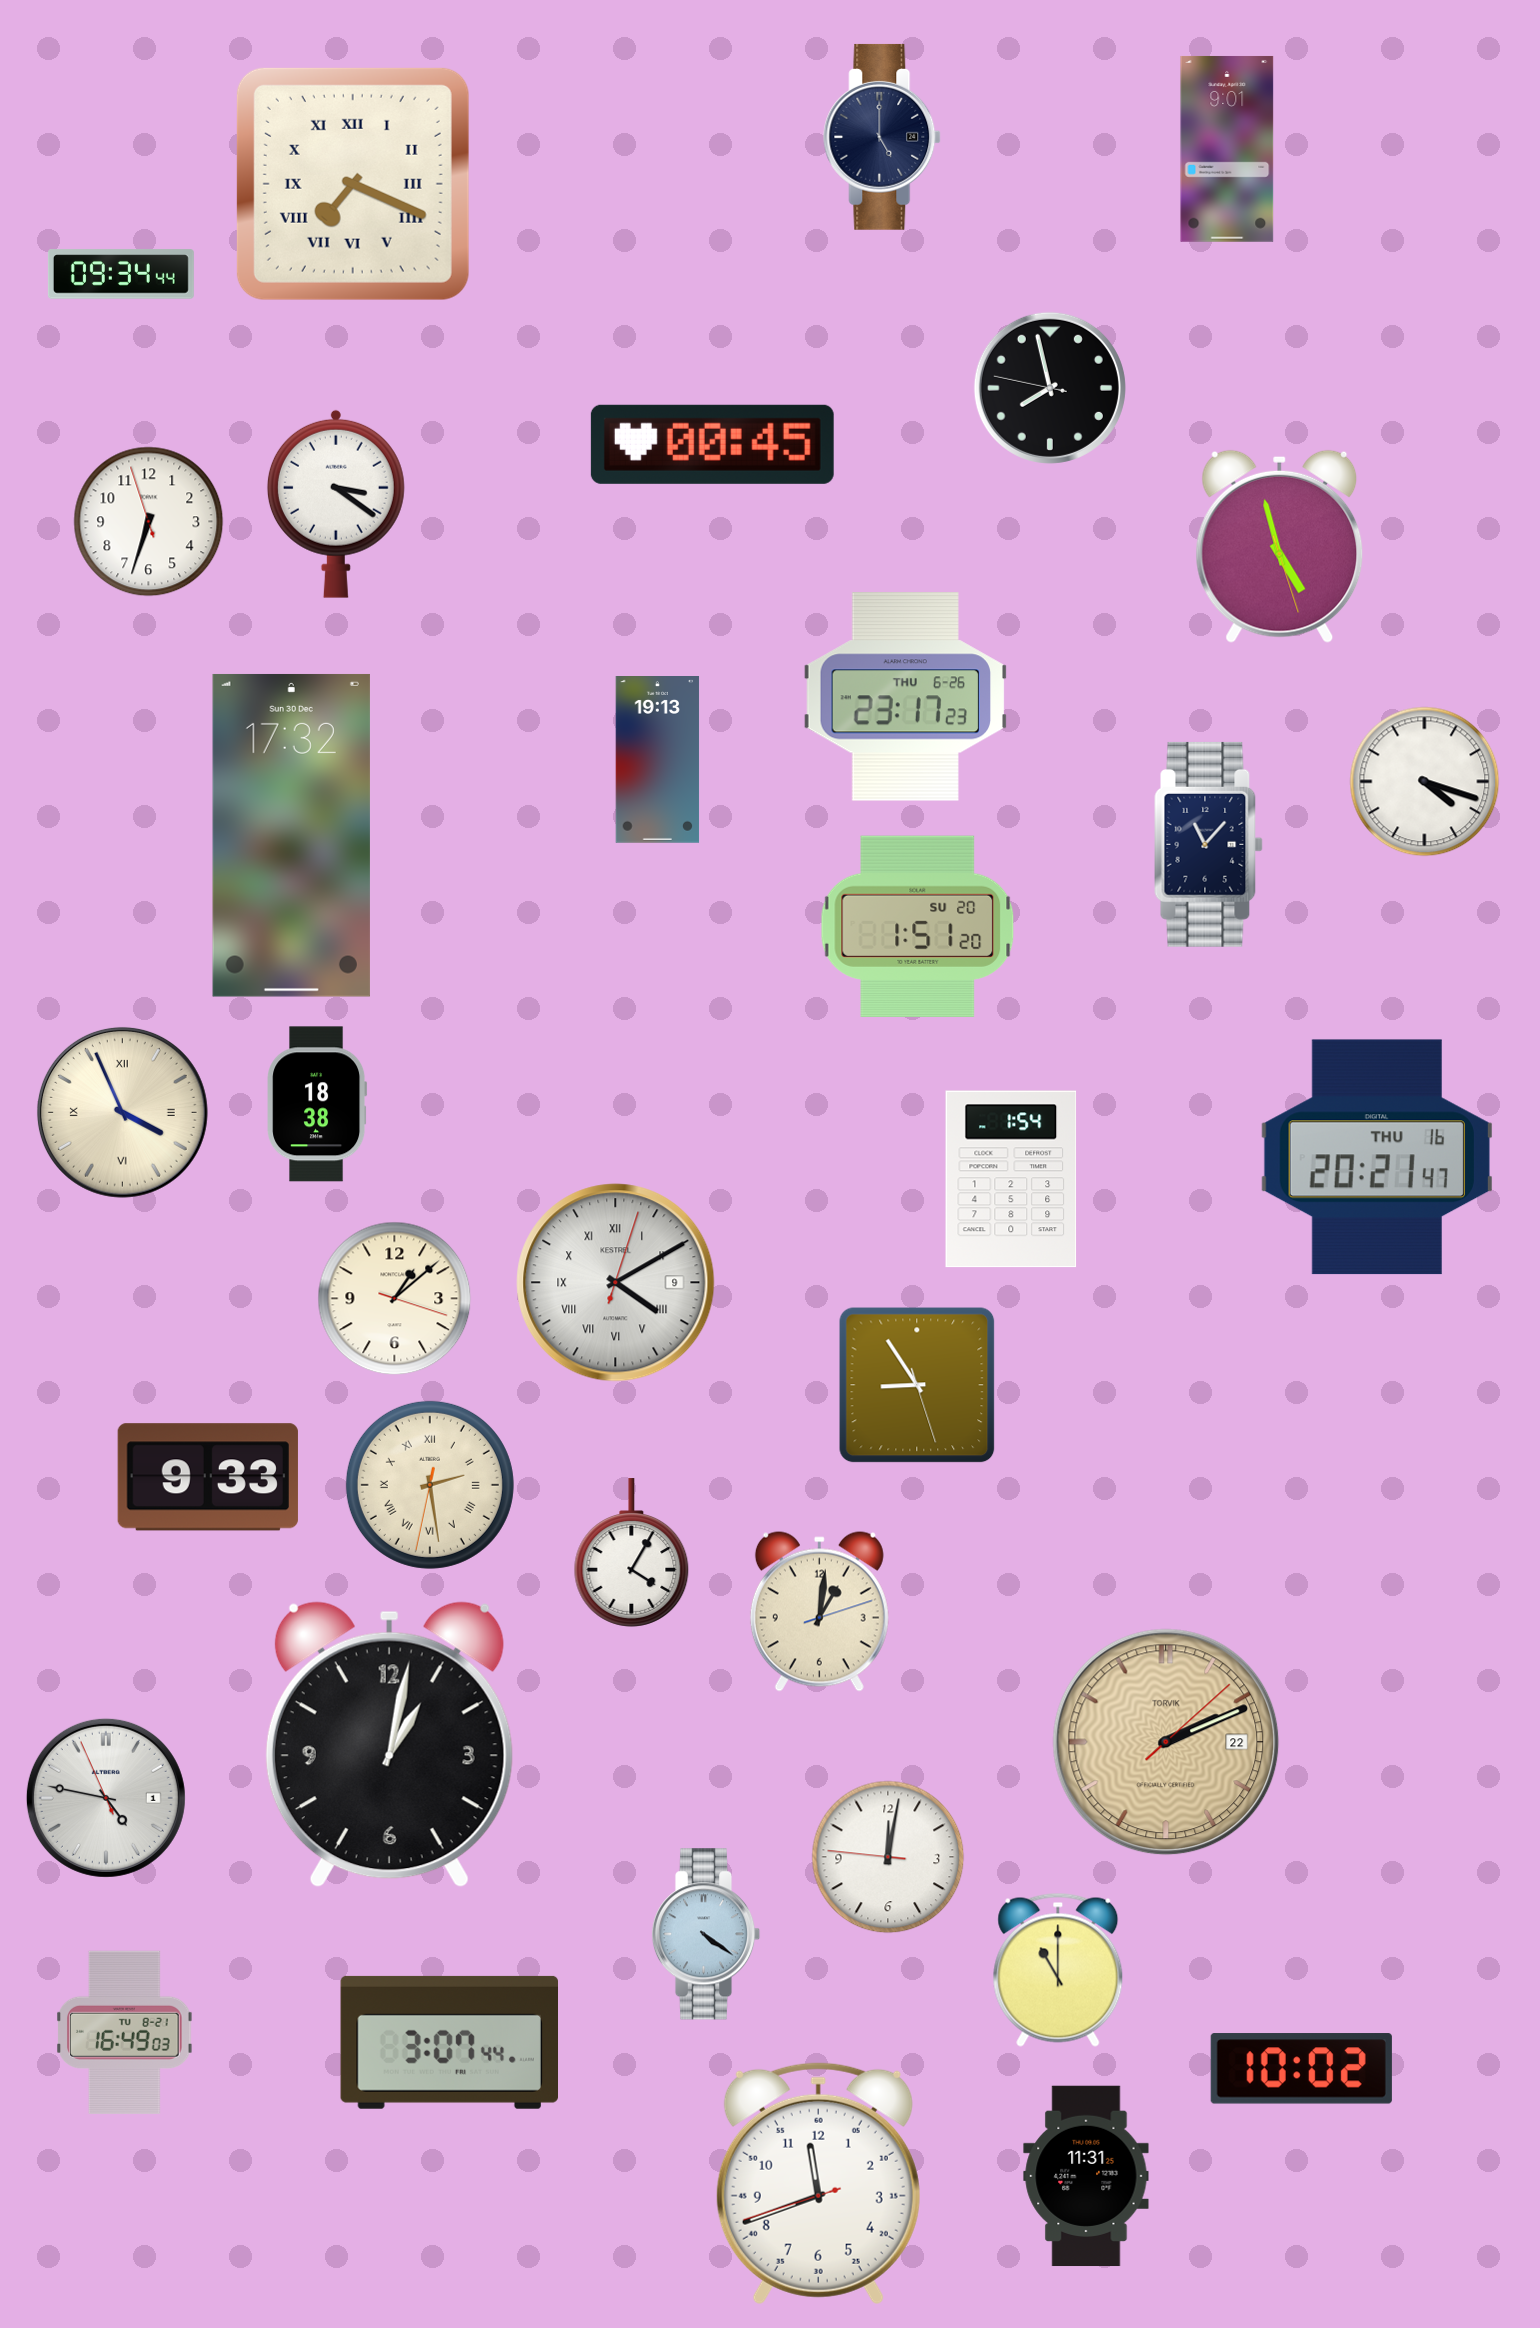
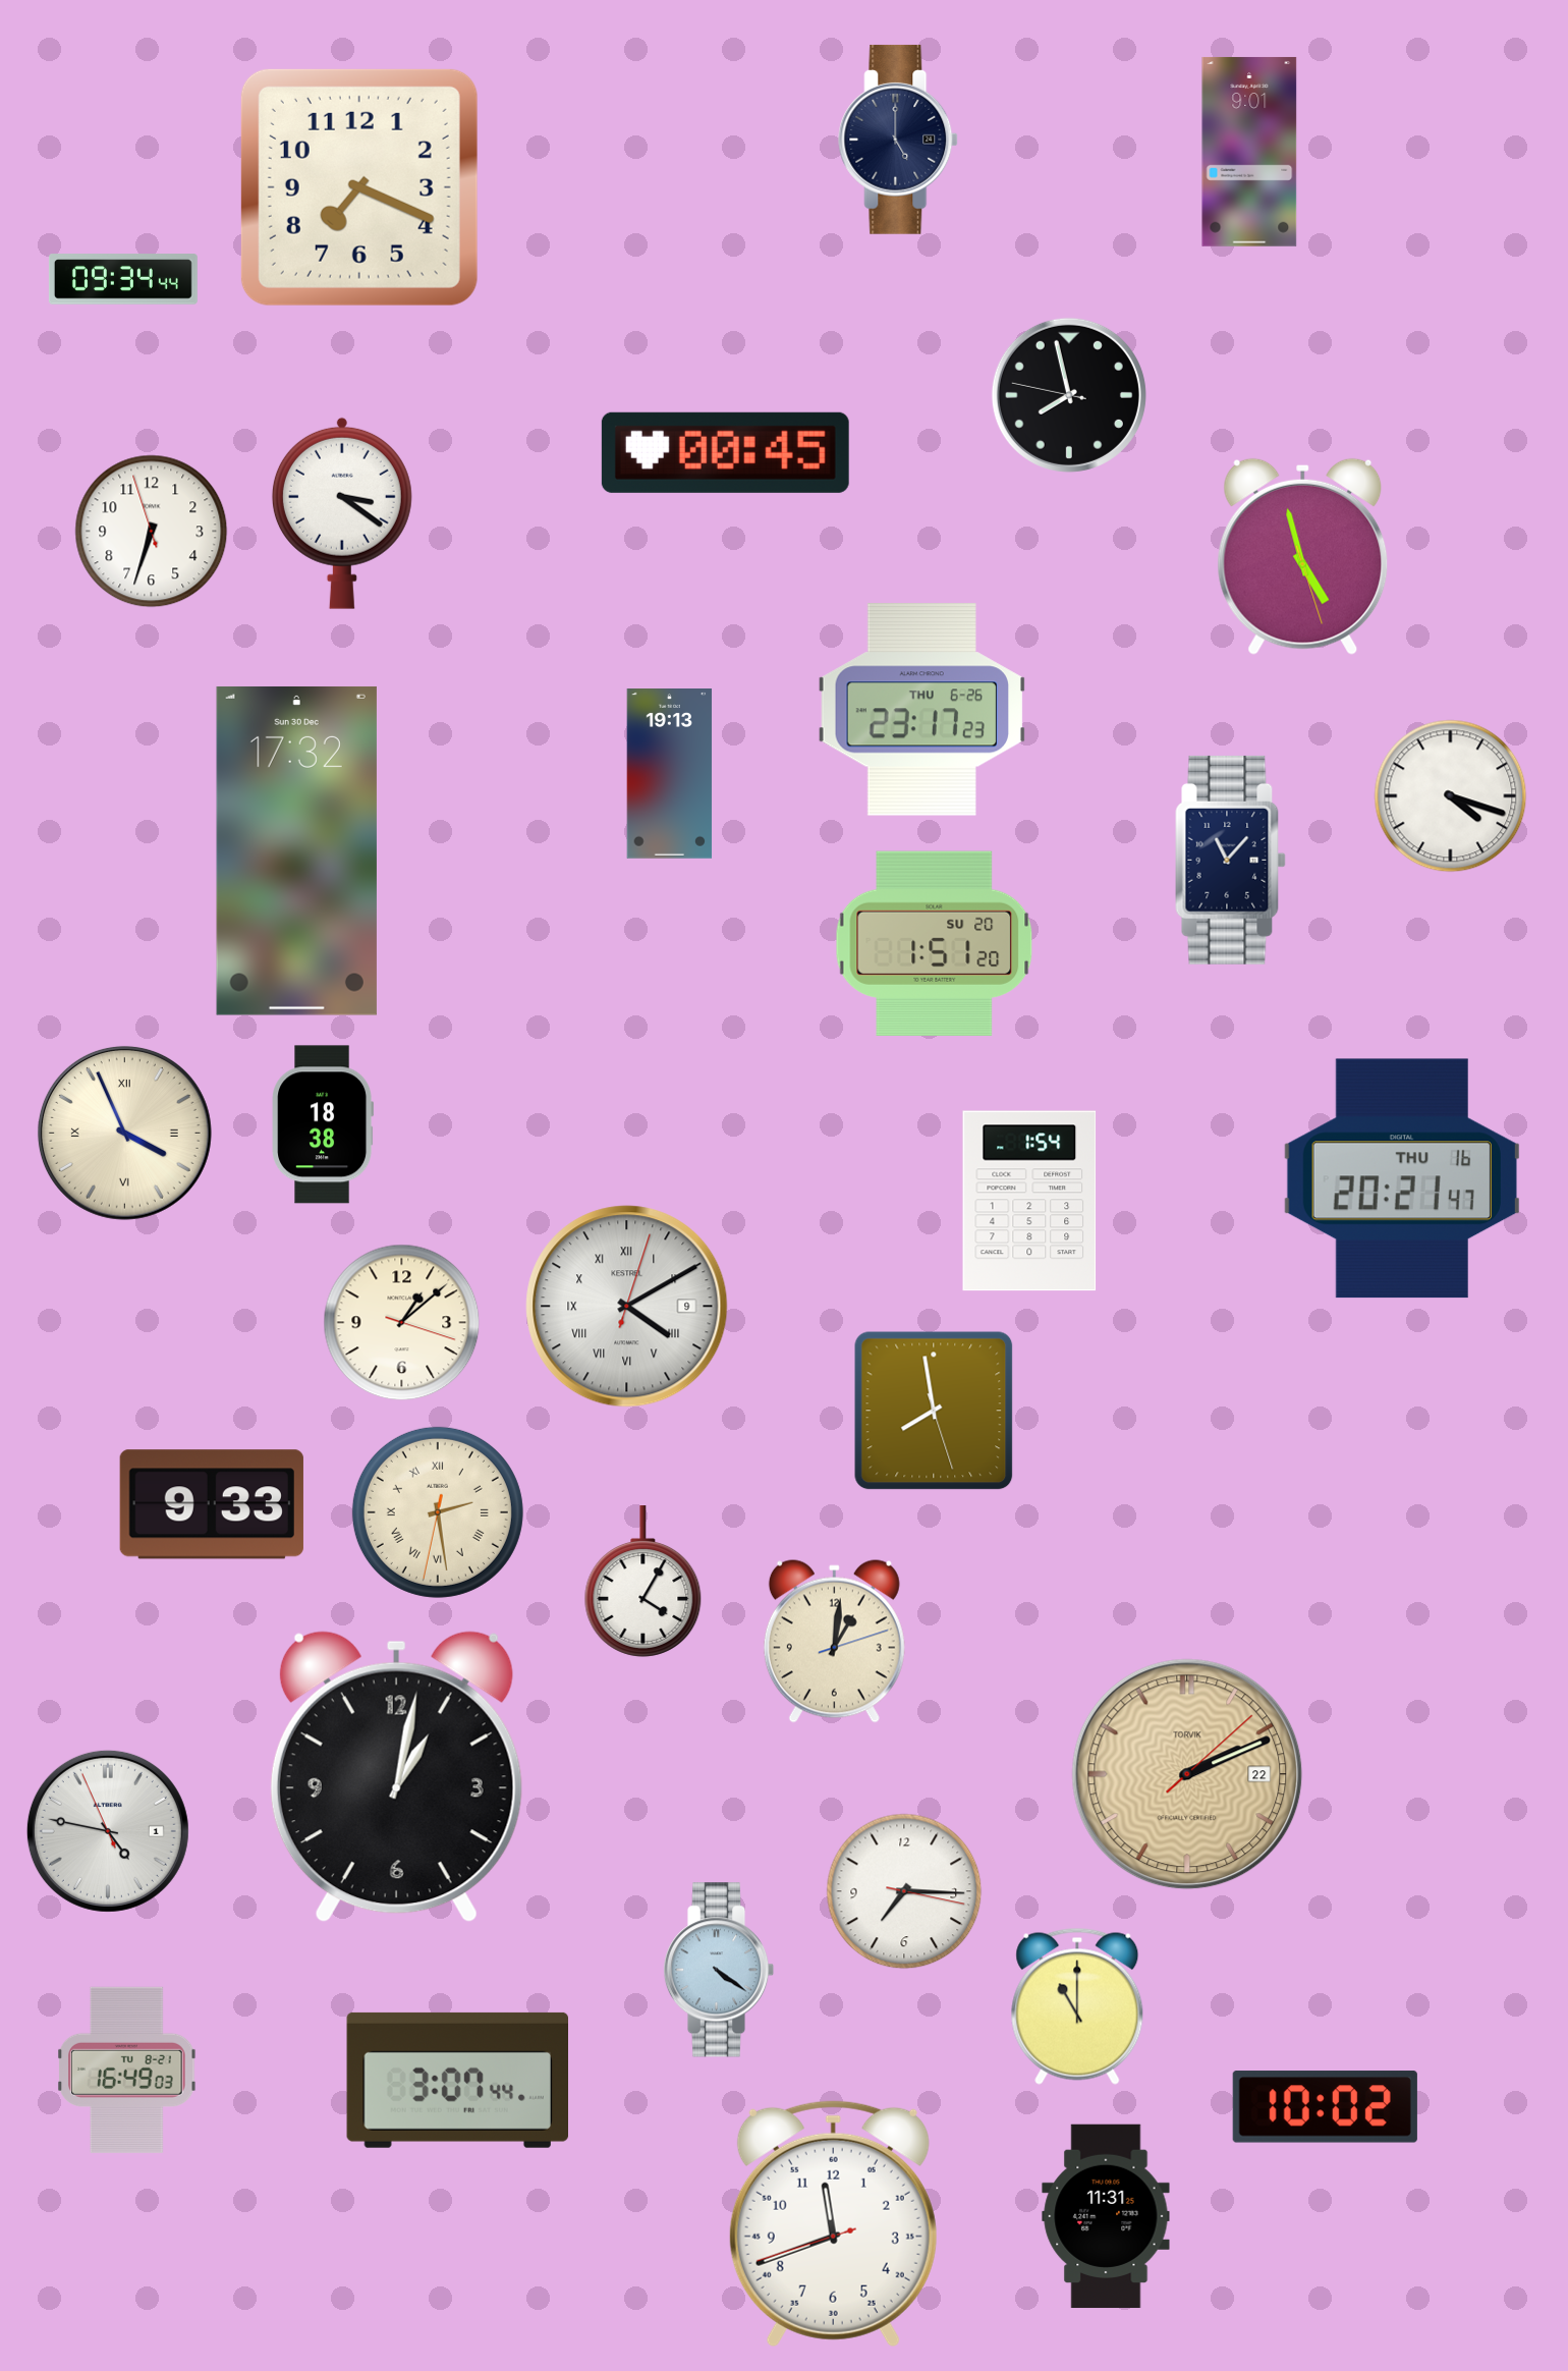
clock at (353, 184) numerals: Roman -> Arabic
clock at (917, 1385): 8:54 -> 7:58
clock at (888, 1857): 12:01 -> 7:15
